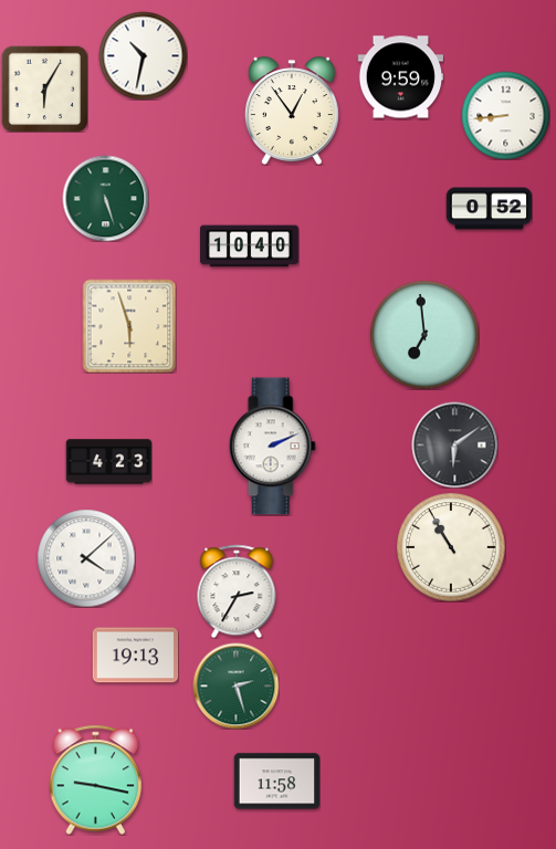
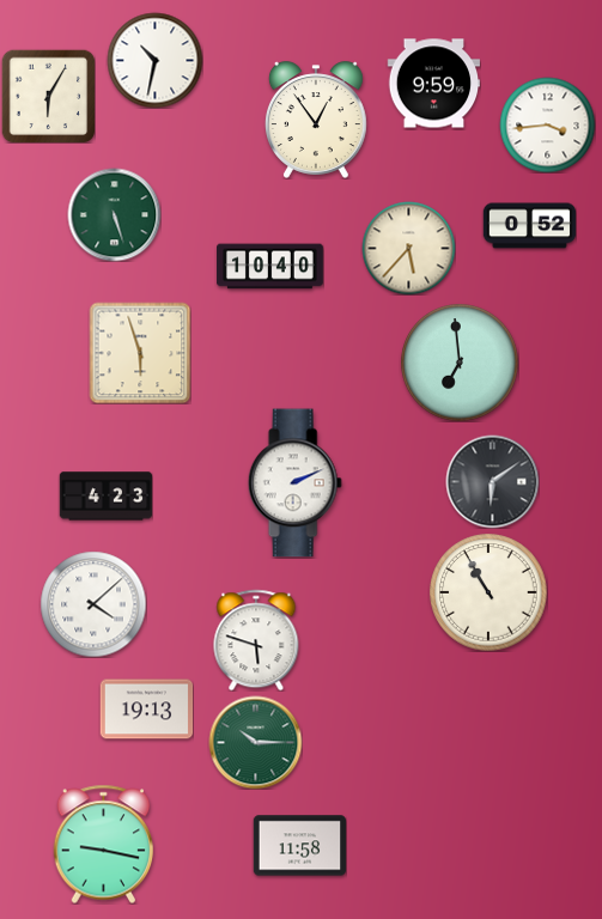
clock at (505, 115): 8:44 -> 3:44
clock at (408, 248): none -> 5:37
clock at (108, 462) position: (108, 462) -> (105, 497)
clock at (237, 591): 2:35 -> 5:48
clock at (235, 685): 2:27 -> 10:15
